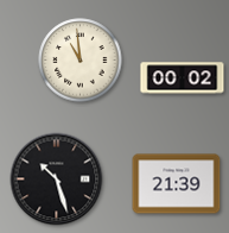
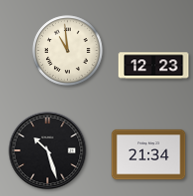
clock at (183, 78): 00:02 -> 12:23
clock at (177, 184): 21:39 -> 21:34
